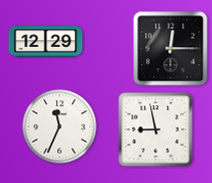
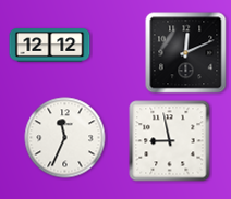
clock at (46, 42): 12:29 -> 12:12
clock at (171, 49): 12:15 -> 12:11
